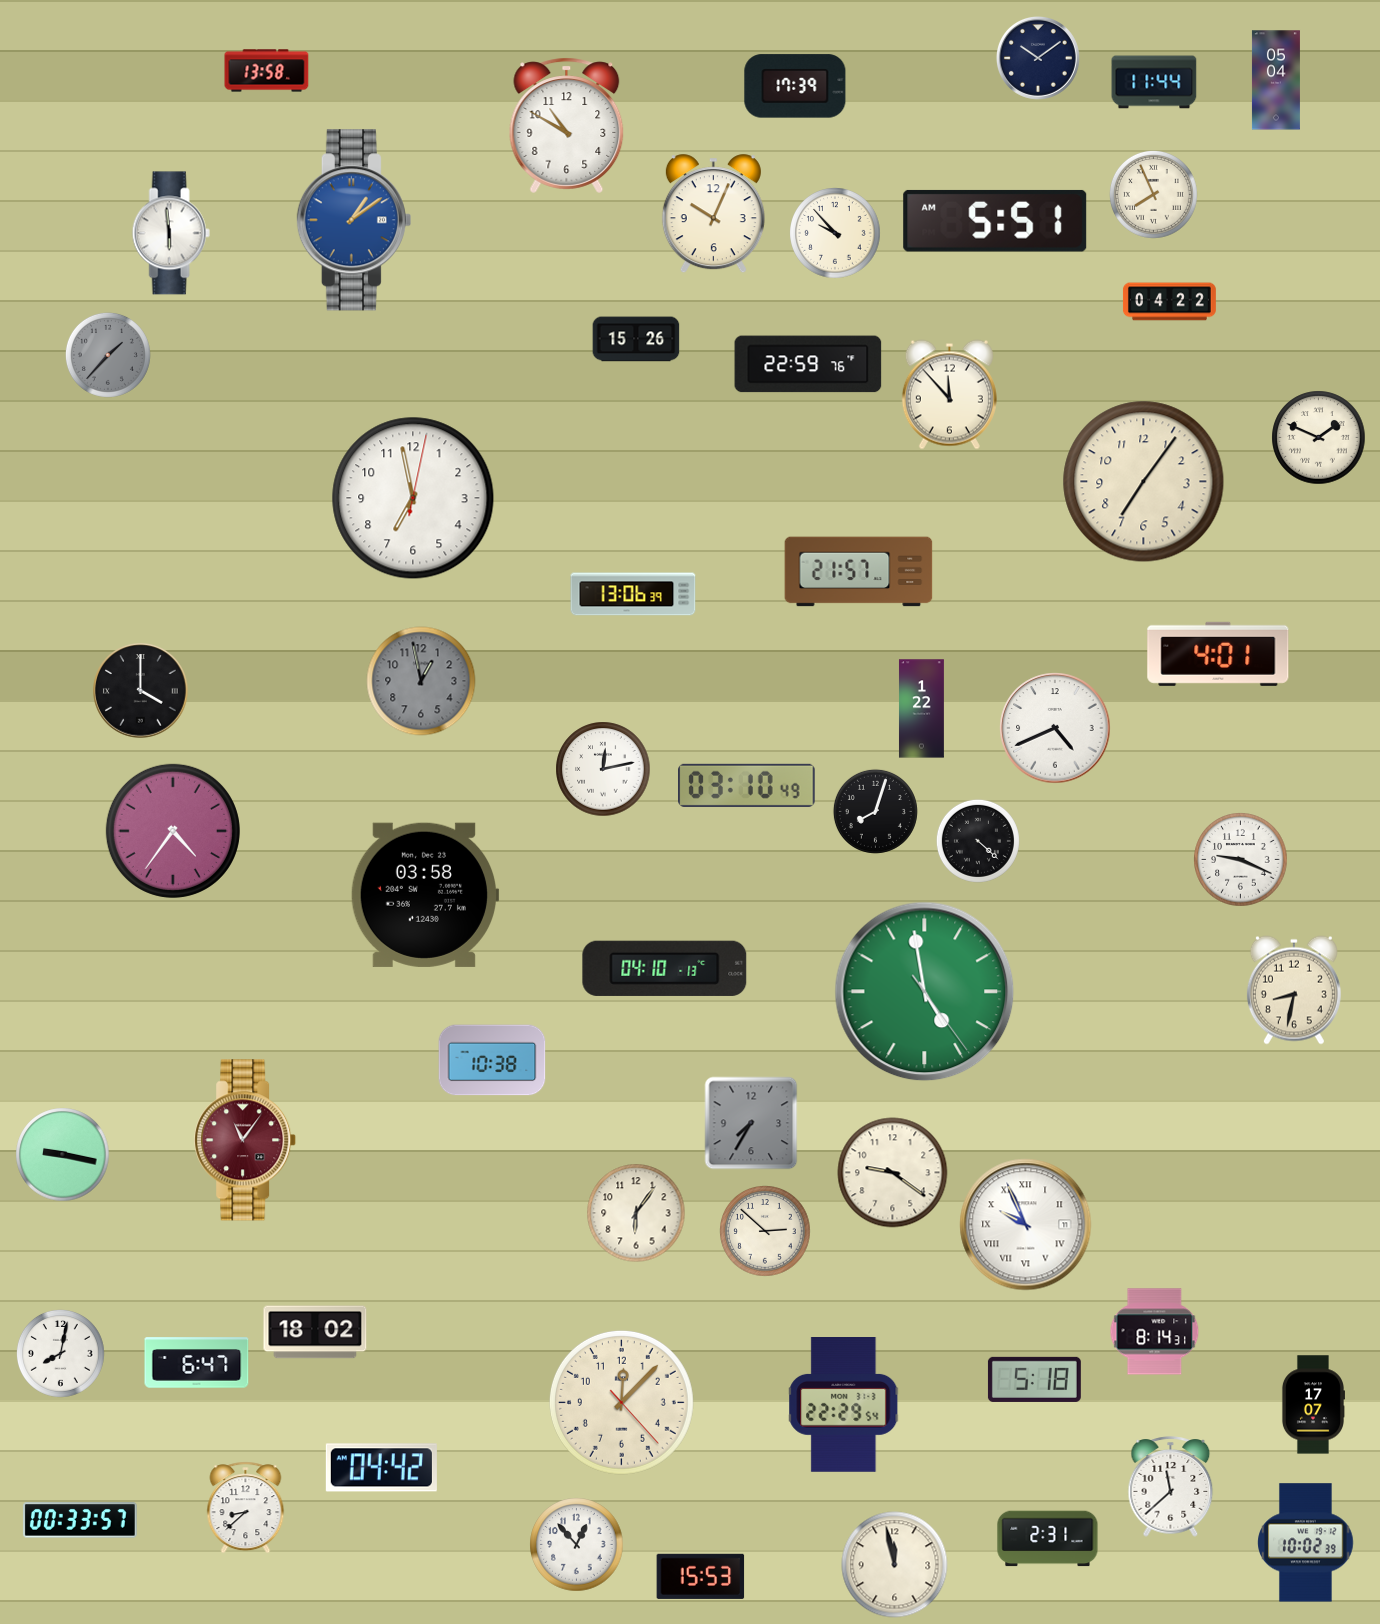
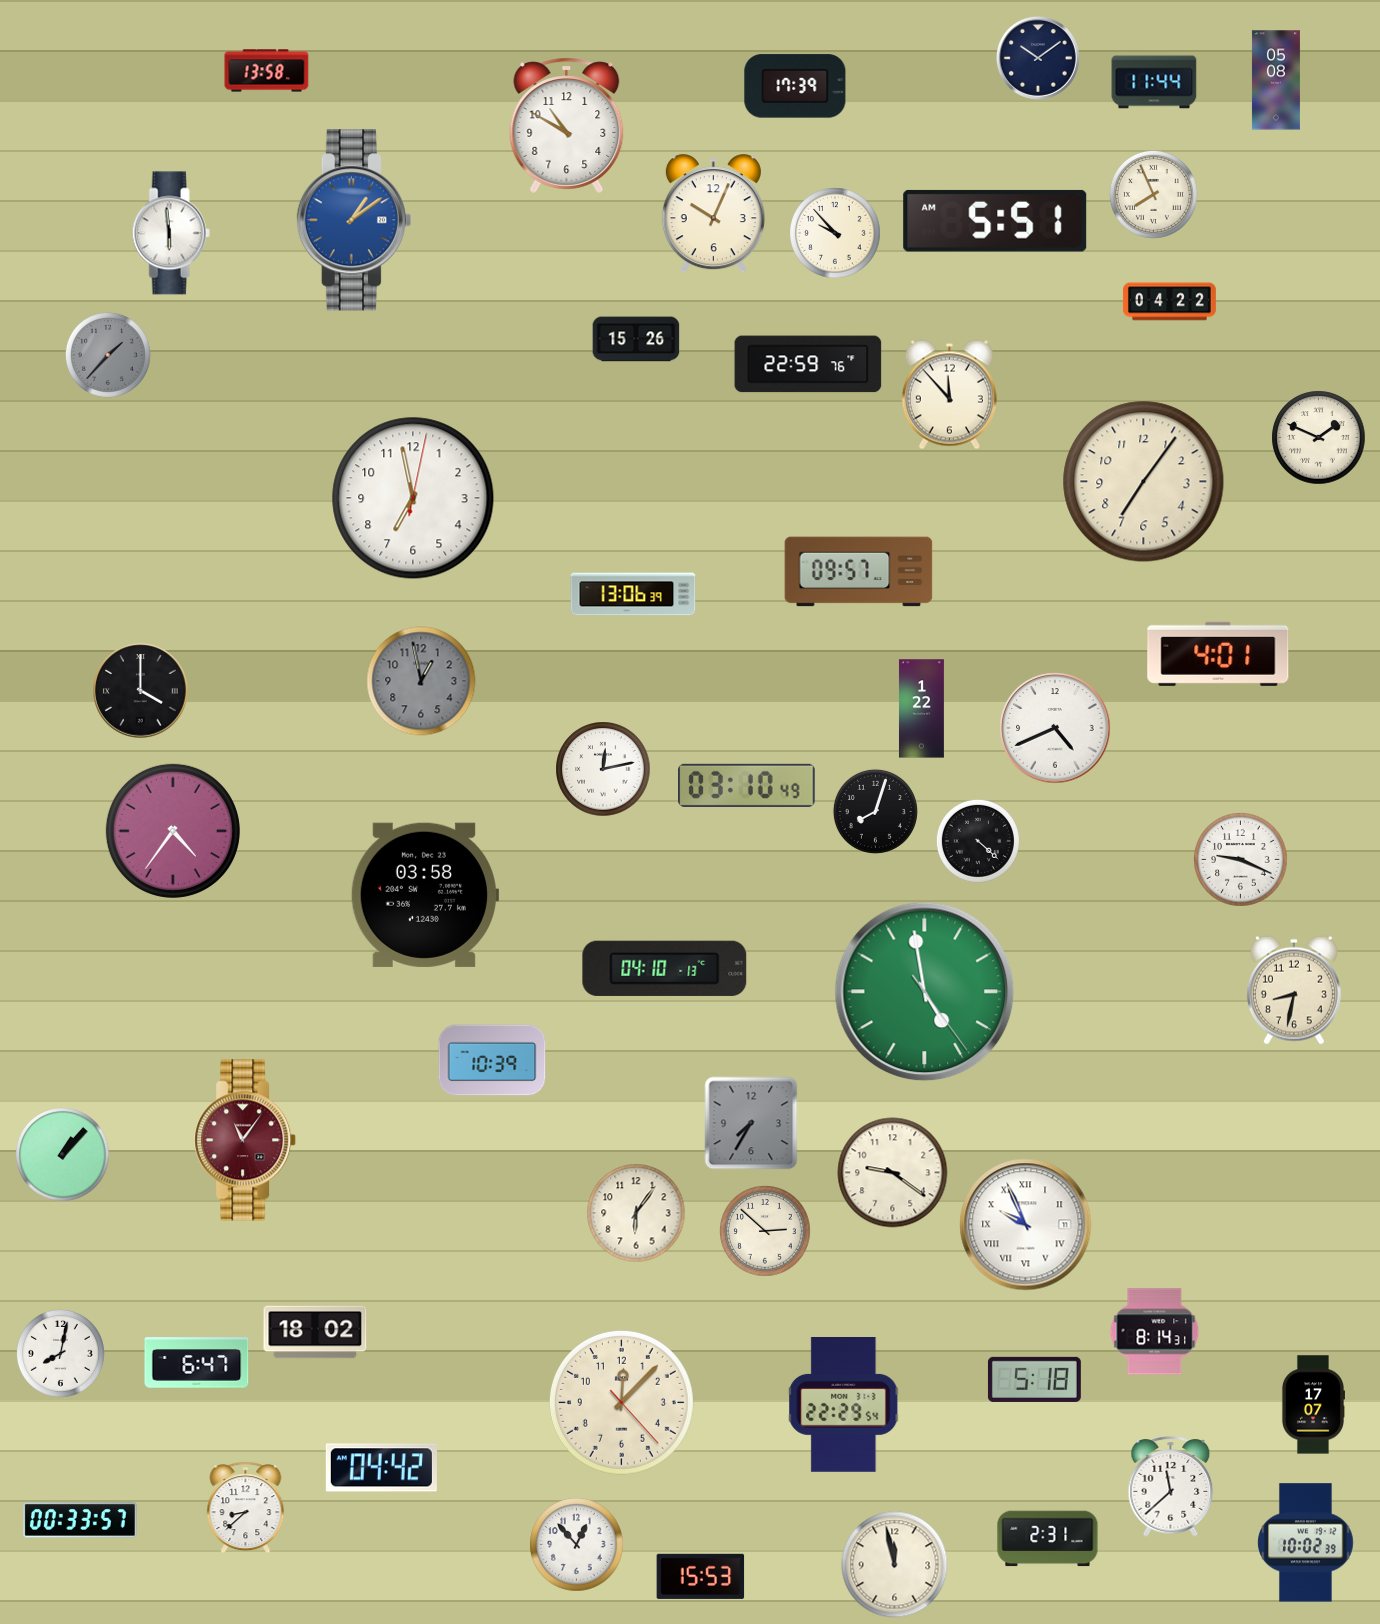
clock at (1276, 80): 05:04 -> 05:08
clock at (859, 572): 21:57 -> 09:57
clock at (492, 1060): 10:38 -> 10:39
clock at (63, 1155): 9:17 -> 1:07
